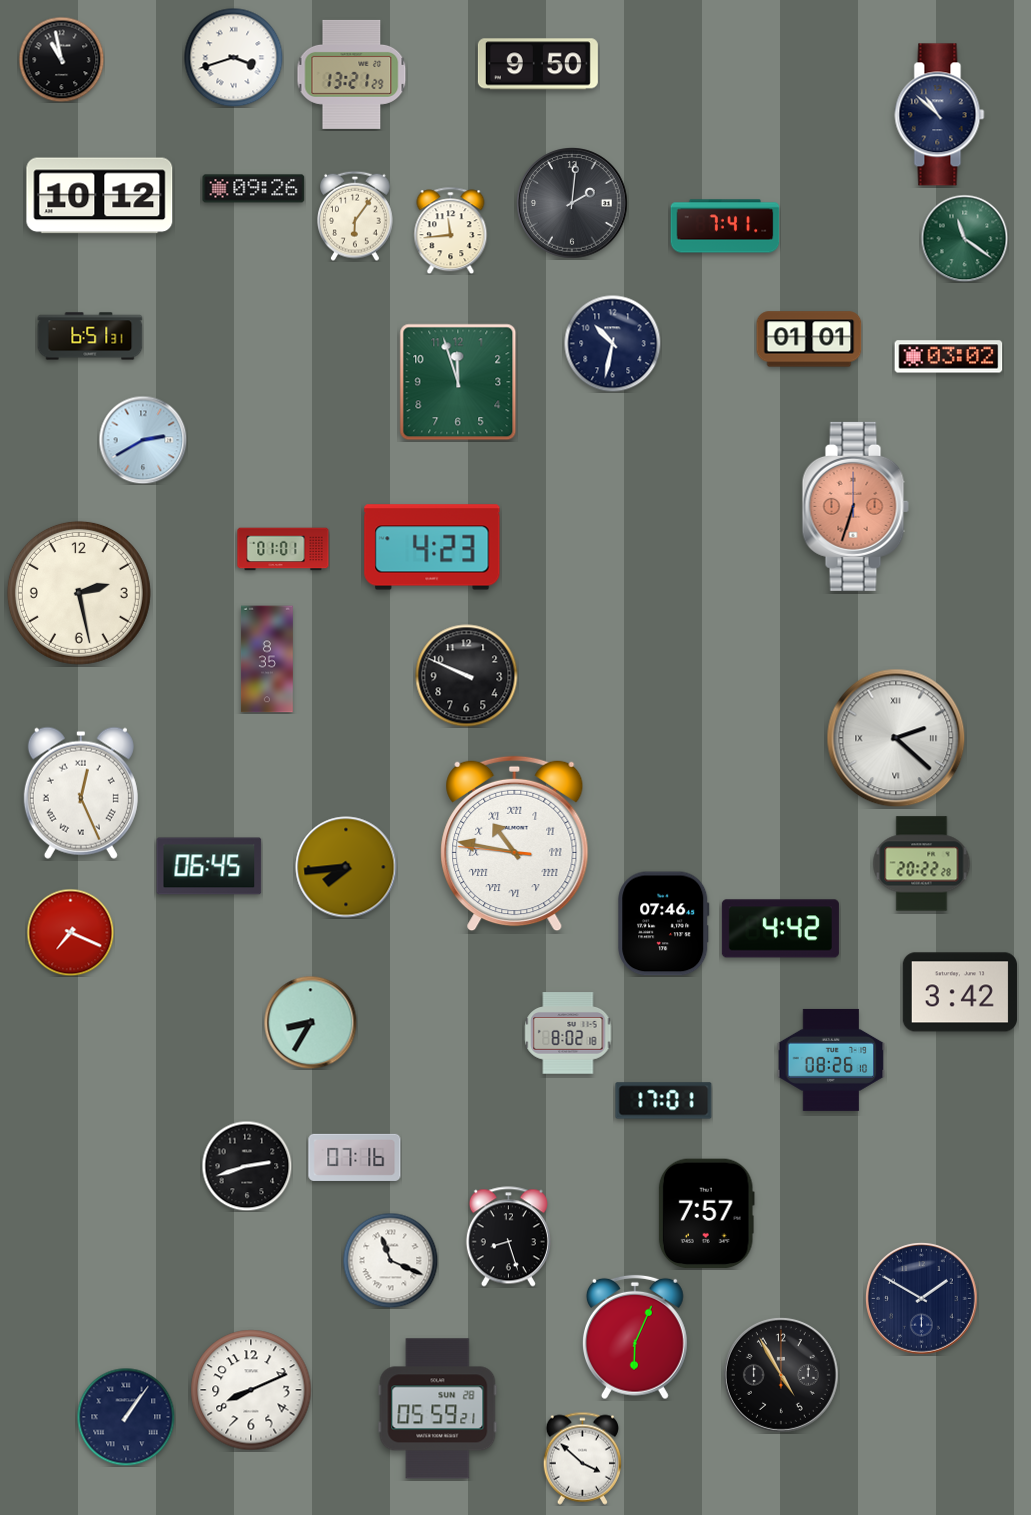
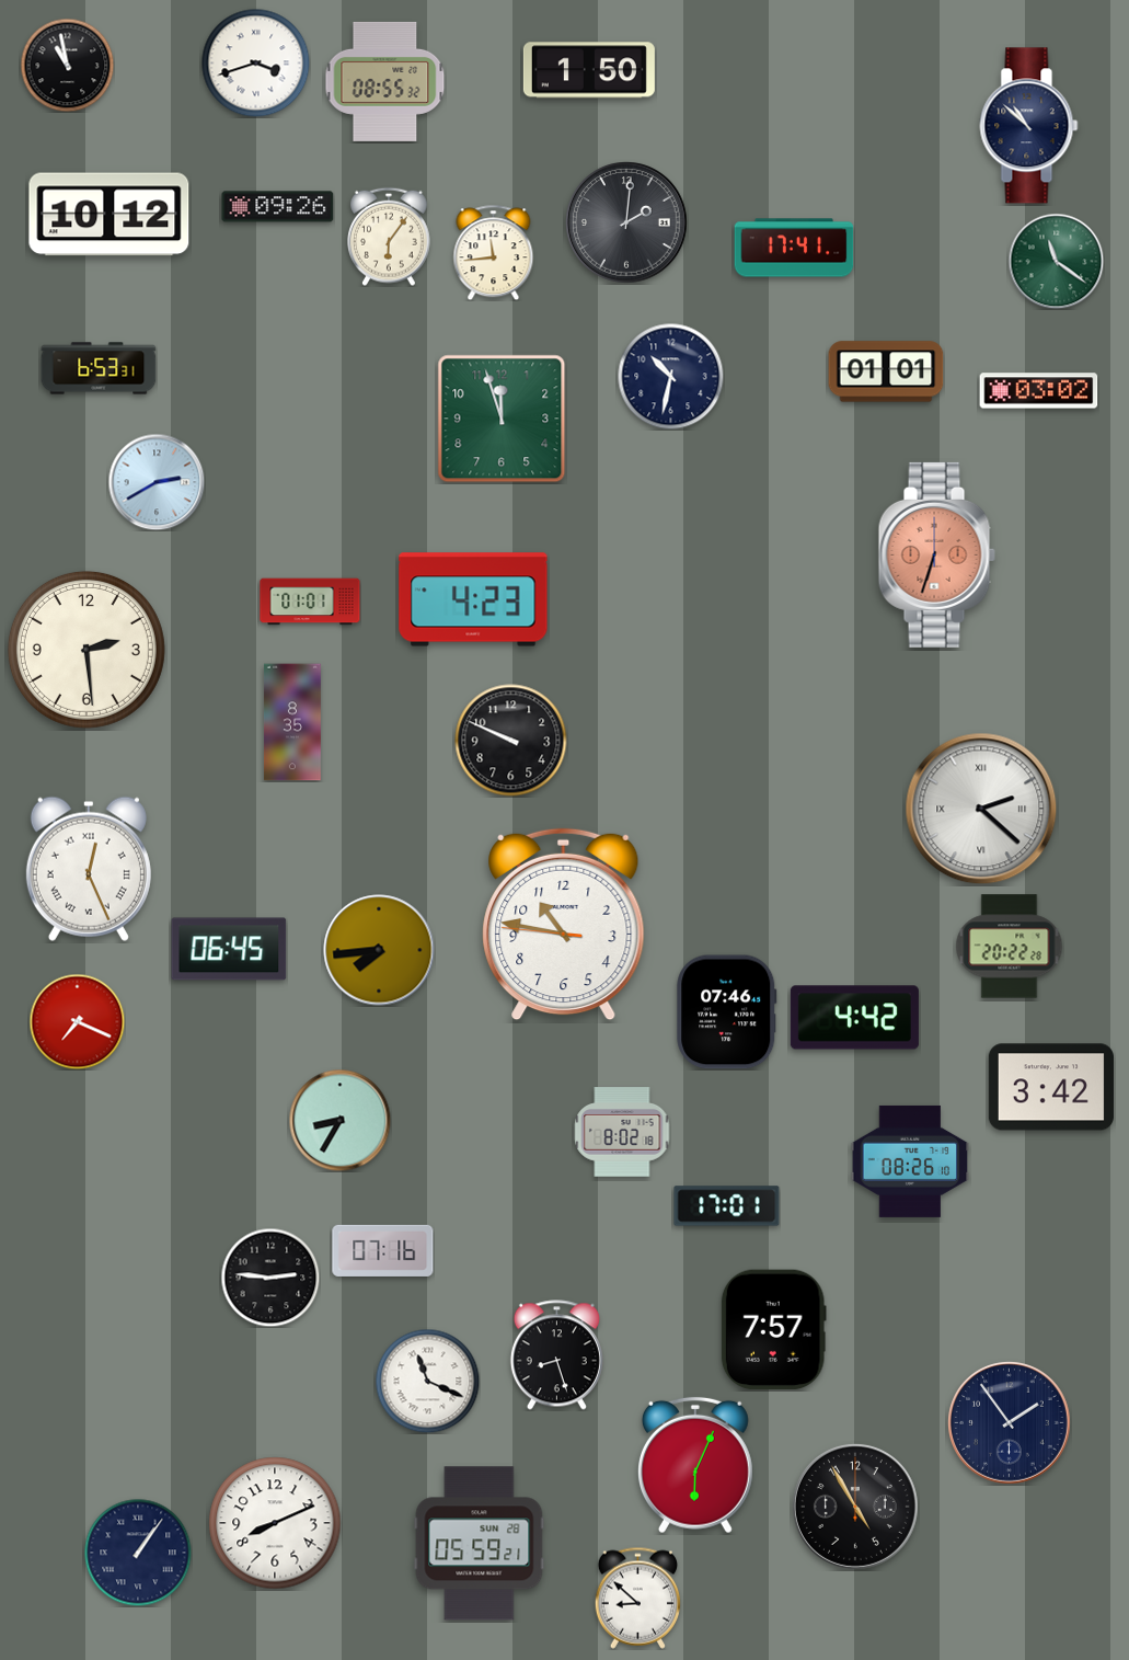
clock at (538, 64): 9:50 -> 1:50
clock at (352, 74): 13:21 -> 08:55
clock at (725, 226): 7:41 -> 17:41
clock at (90, 336): 6:51 -> 6:53
clock at (79, 593): 2:28 -> 2:29
clock at (515, 844) numerals: Roman -> Arabic
clock at (355, 1157) position: (355, 1157) -> (383, 1250)
clock at (247, 1166): 2:42 -> 2:46
clock at (922, 1299): 1:50 -> 1:54
clock at (582, 1458): 3:52 -> 8:52
